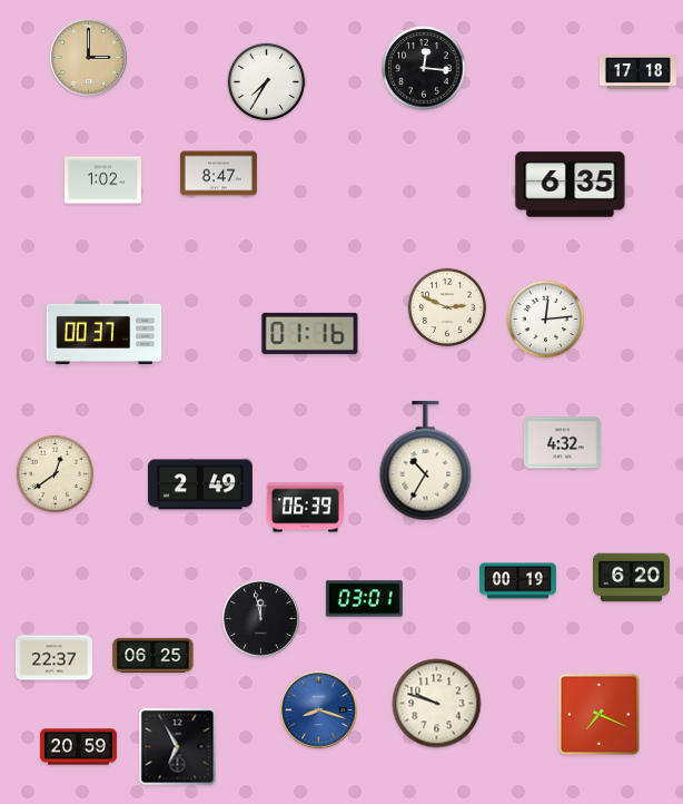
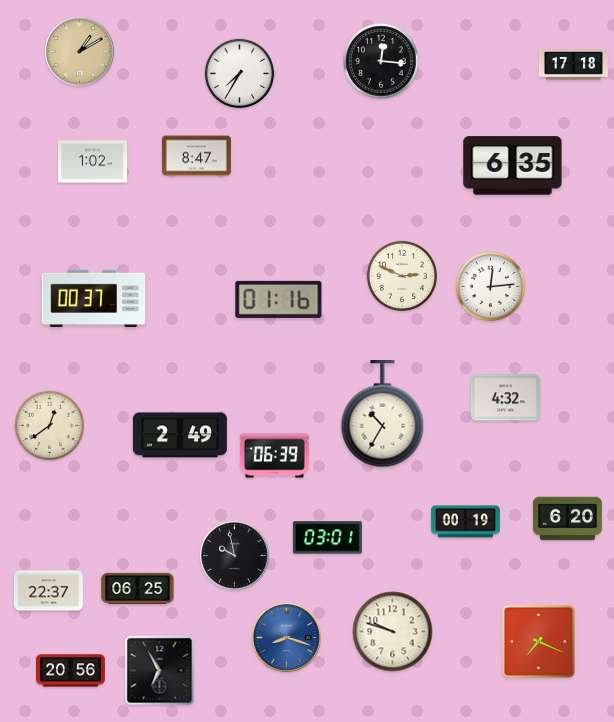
clock at (89, 58): 3:00 -> 1:10
clock at (261, 619): 11:58 -> 9:58
clock at (78, 747): 20:59 -> 20:56
